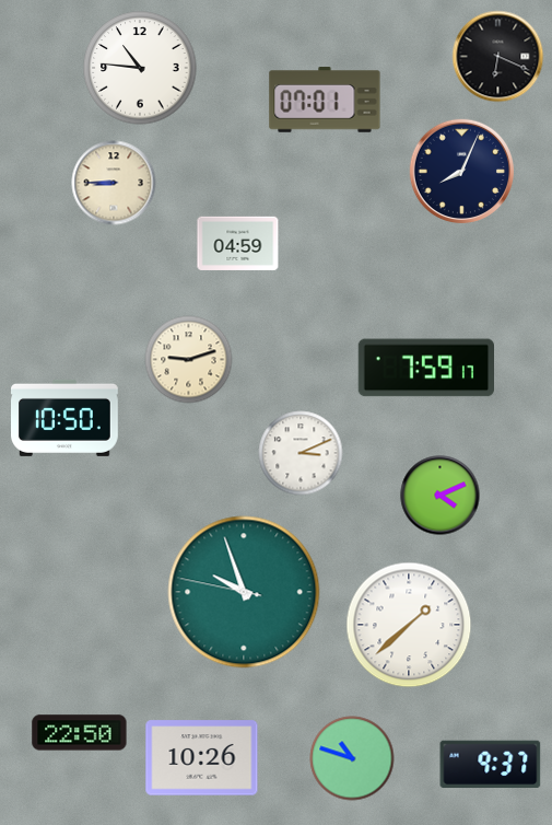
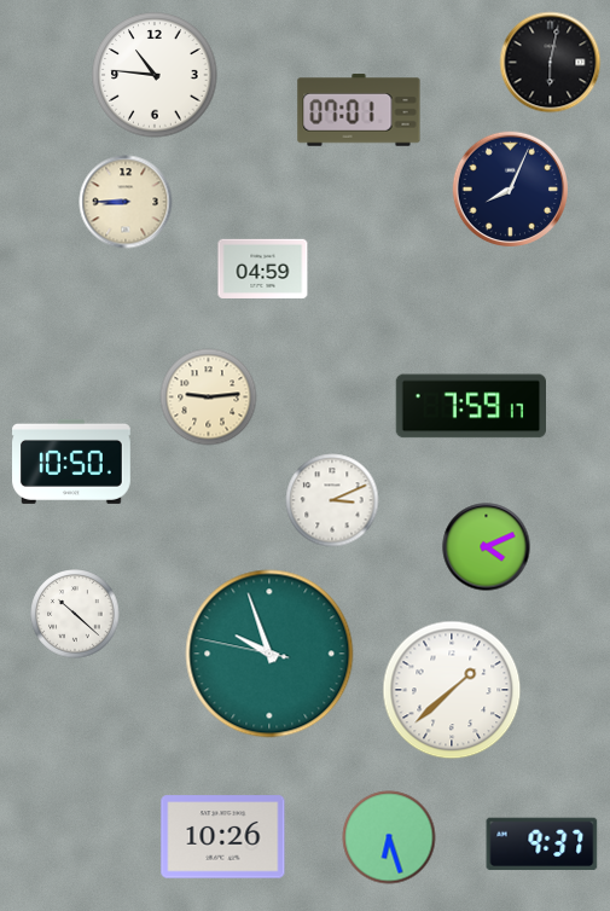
clock at (498, 57): 6:19 -> 6:02
clock at (189, 360): 9:12 -> 9:14
clock at (75, 614): none -> 10:22
clock at (80, 733): 22:50 -> none
clock at (352, 758): 10:48 -> 6:27
